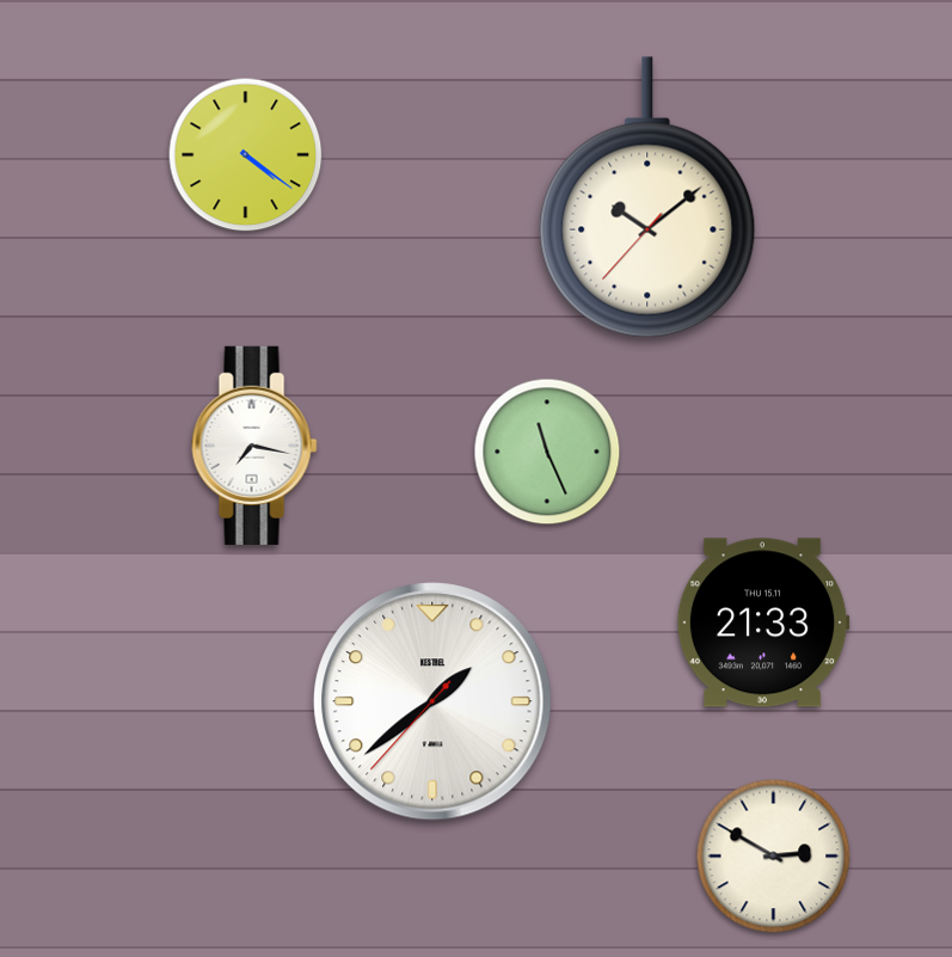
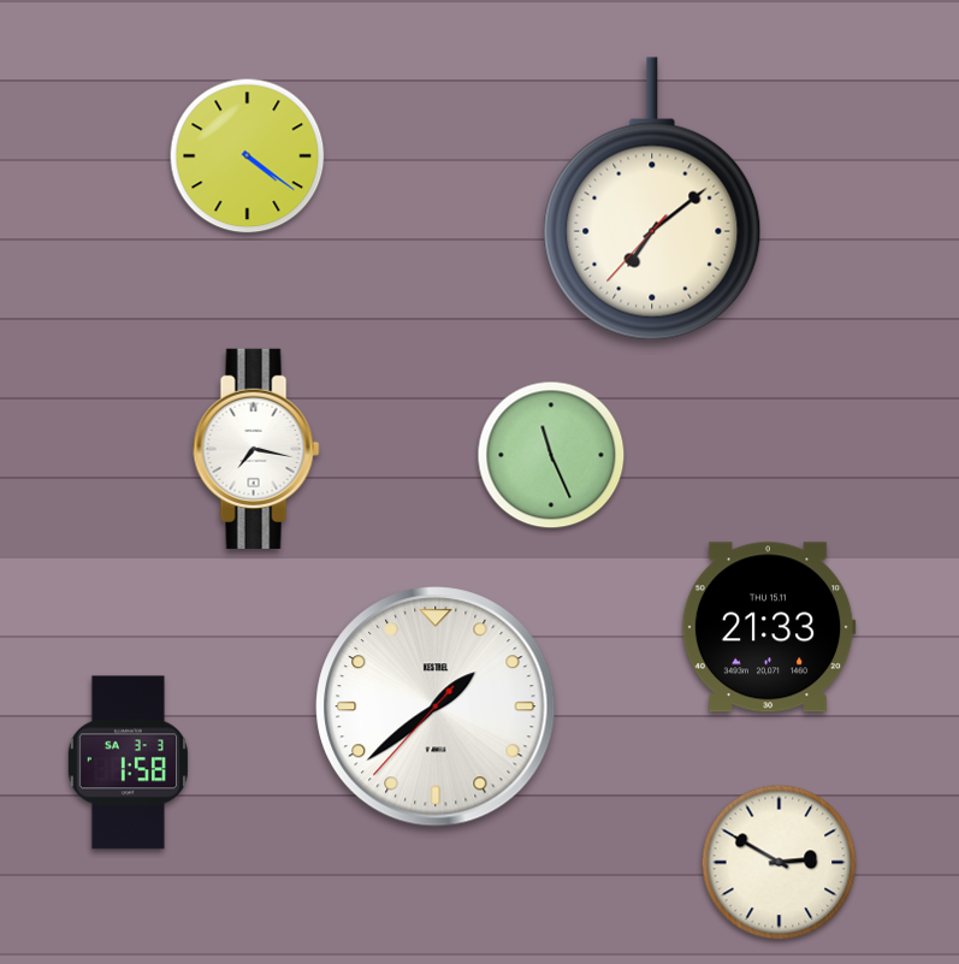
clock at (647, 197): 10:08 -> 7:08
clock at (128, 763): none -> 1:58
